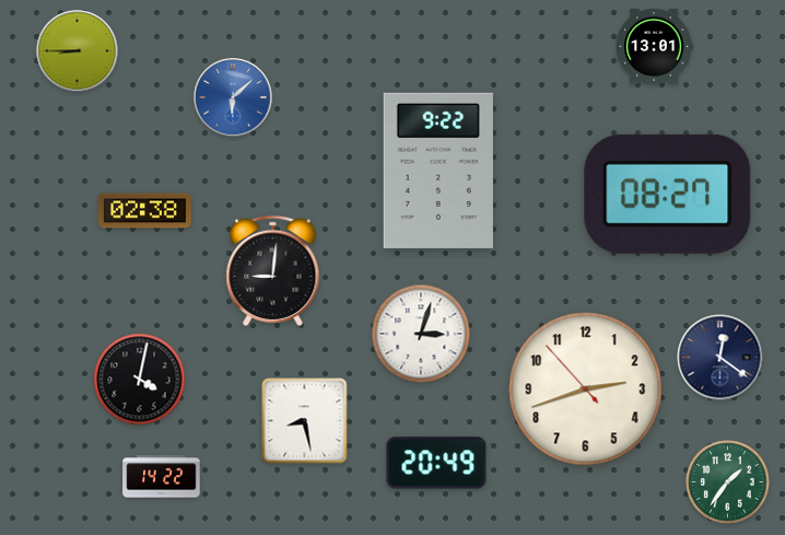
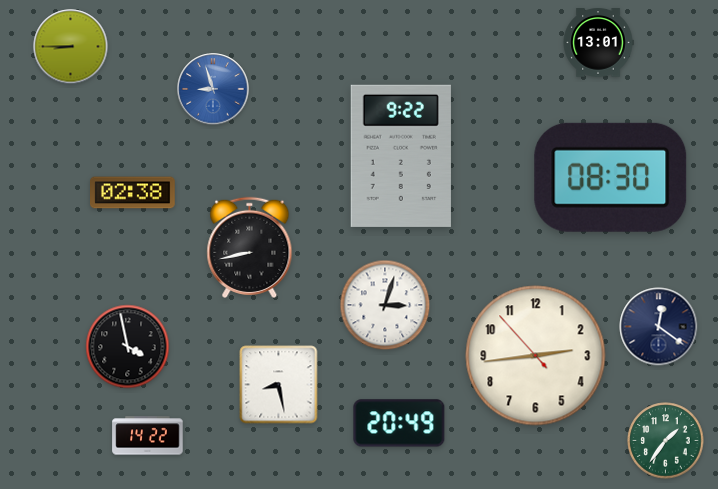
clock at (233, 97): 6:08 -> 8:57
clock at (668, 194): 08:27 -> 08:30
clock at (273, 270): 9:01 -> 8:43
clock at (140, 380): 4:02 -> 3:58
clock at (586, 389): 2:41 -> 2:43
